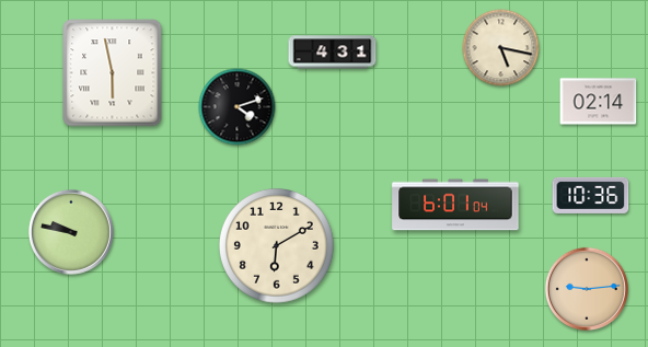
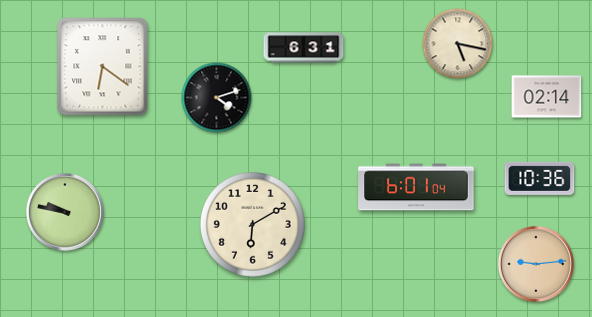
clock at (333, 53): 4:31 -> 6:31
clock at (113, 73): 5:58 -> 6:21
clock at (599, 102) position: (599, 102) -> (547, 97)
